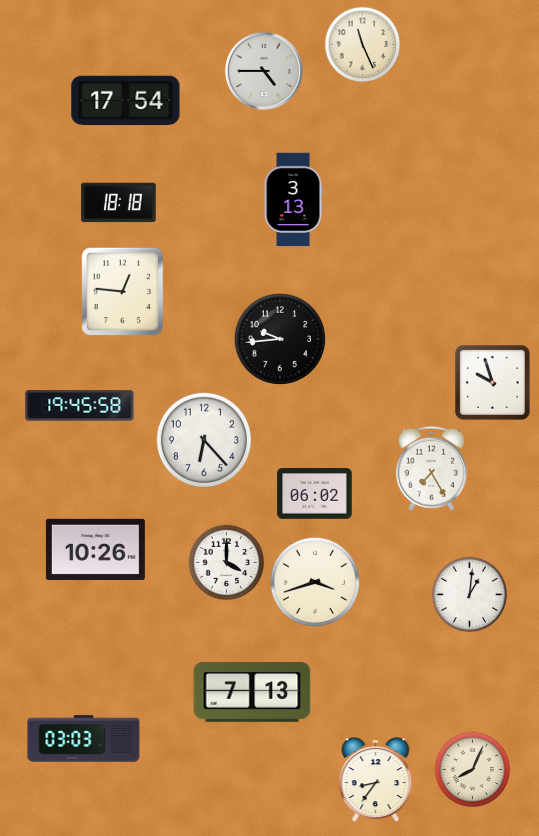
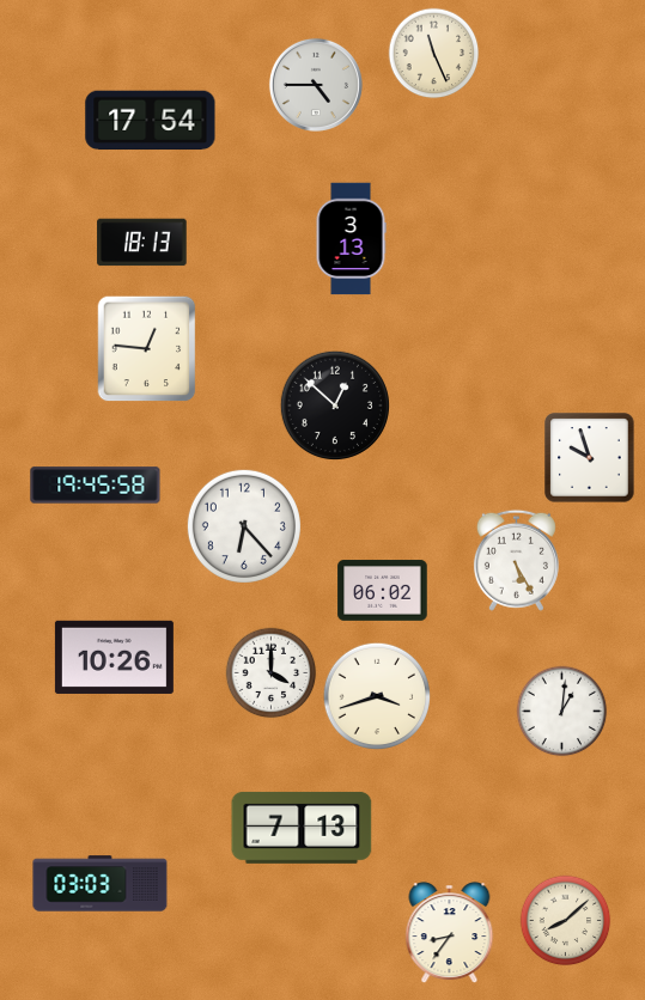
clock at (119, 203): 18:18 -> 18:13
clock at (279, 338): 9:44 -> 12:52
clock at (431, 468): 7:25 -> 5:25
clock at (315, 494) position: (315, 494) -> (383, 591)
clock at (473, 770): 8:04 -> 8:08
